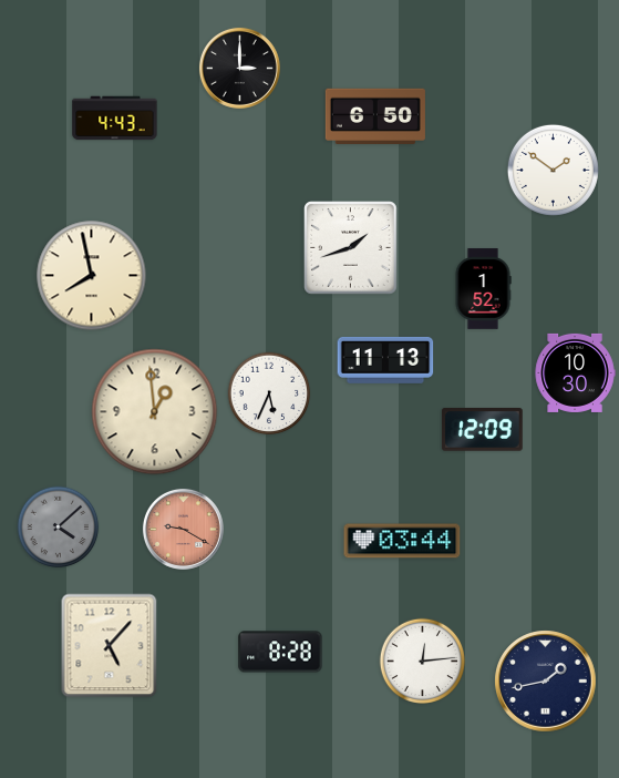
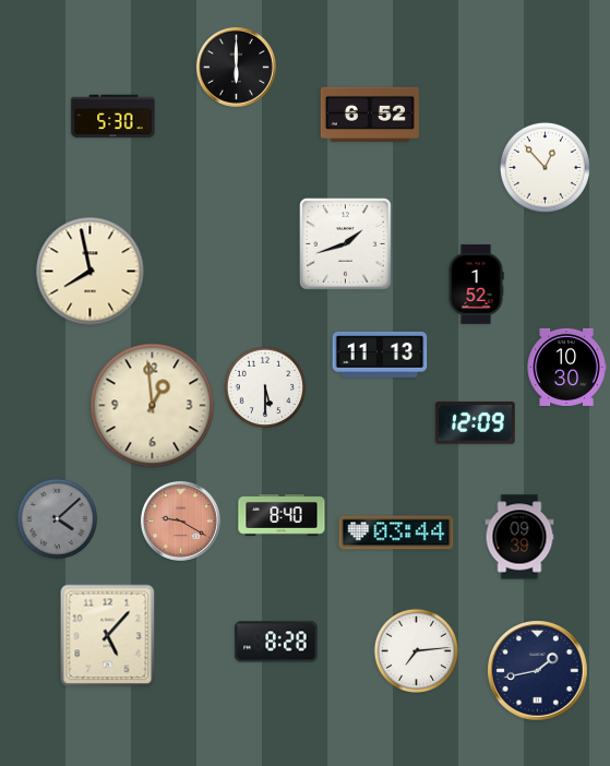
clock at (239, 68): 3:00 -> 6:00
clock at (375, 116): 6:50 -> 6:52
clock at (115, 119): 4:43 -> 5:30
clock at (553, 170): 1:51 -> 12:53
clock at (269, 393): 5:34 -> 5:30
clock at (282, 516): none -> 8:40
clock at (519, 537): none -> 09:39
clock at (423, 662): 12:14 -> 7:14
